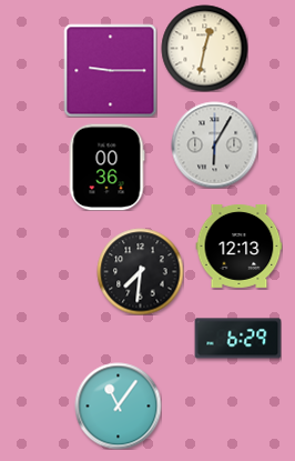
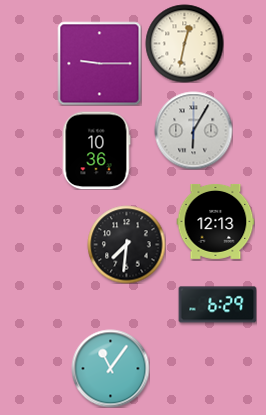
clock at (106, 167): 00:36 -> 10:36
clock at (237, 339) position: (237, 339) -> (217, 305)
clock at (118, 405) position: (118, 405) -> (110, 368)
